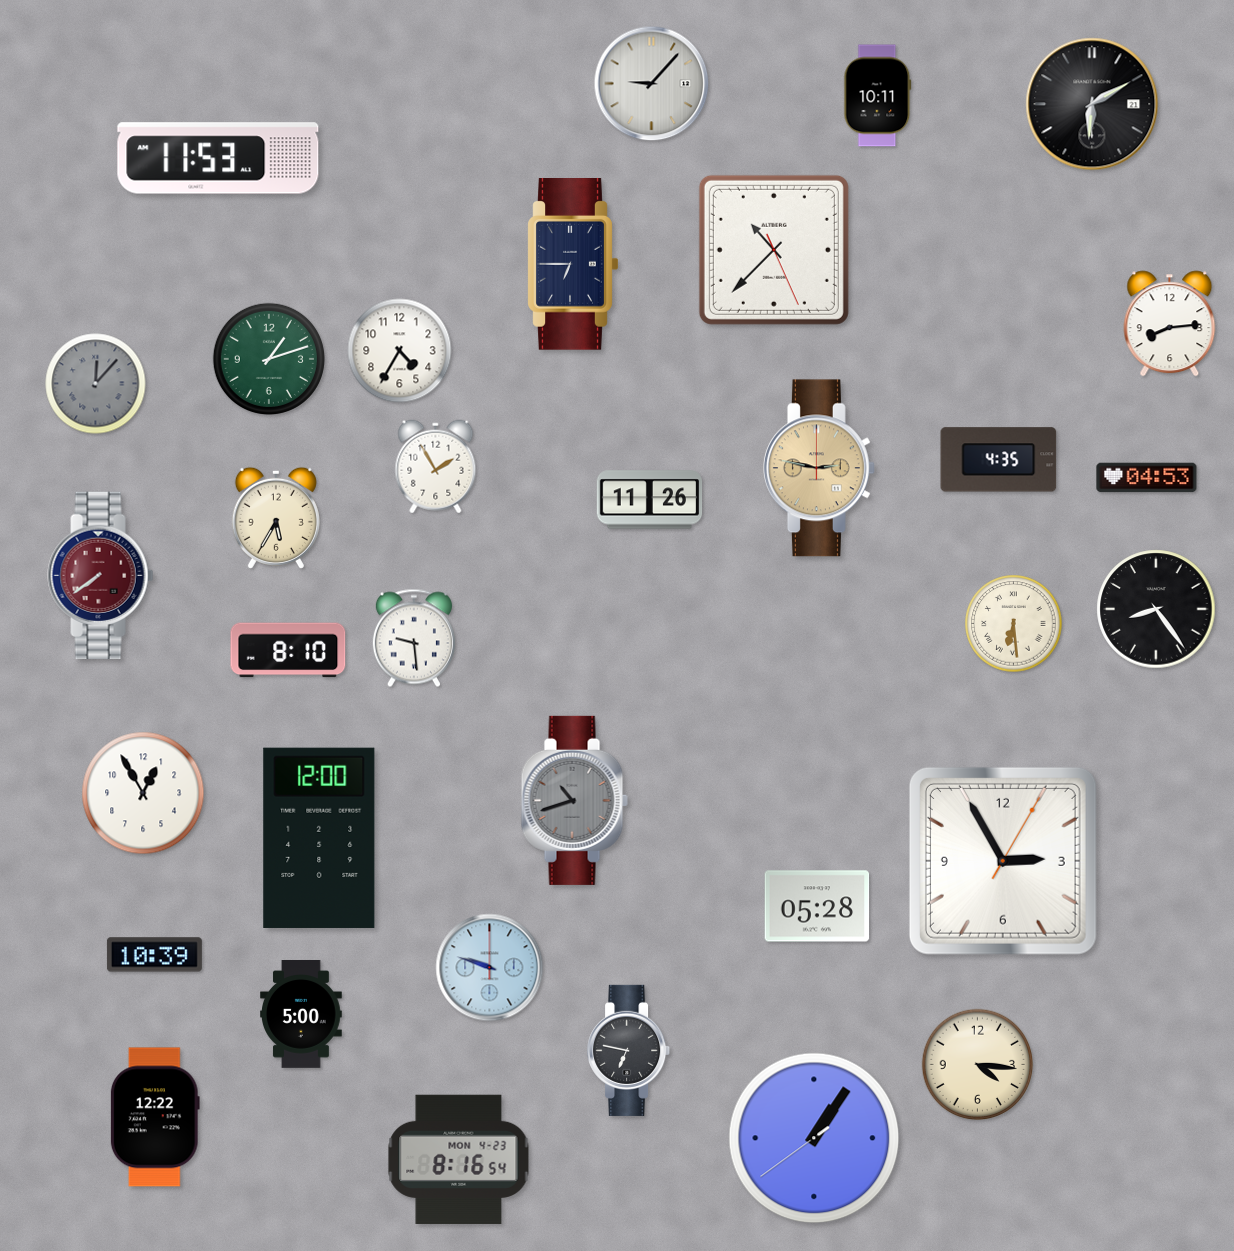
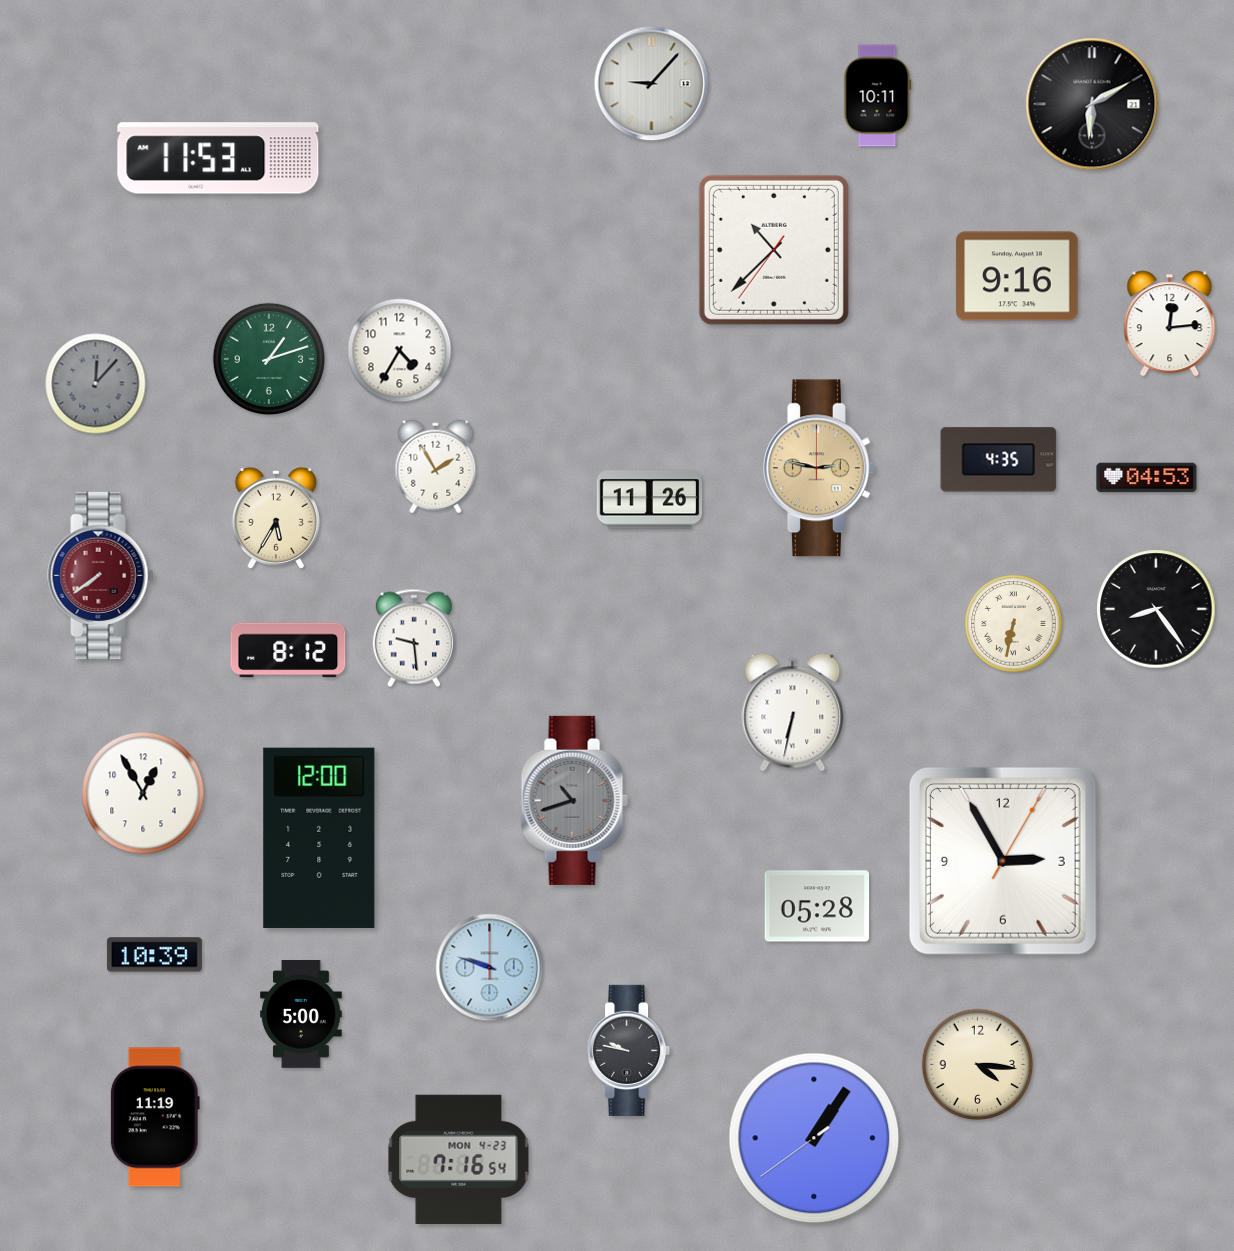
clock at (774, 250): 10:37:26 -> 10:37:36
clock at (573, 265): 6:45 -> none
clock at (1017, 276): none -> 9:16
clock at (1170, 324): 8:14 -> 12:14
clock at (1014, 624): 6:29 -> 6:32
clock at (288, 650): 8:10 -> 8:12
clock at (793, 712): none -> 6:32
clock at (629, 1050): 6:47 -> 9:47
clock at (155, 1117): 12:22 -> 11:19
clock at (459, 1159): 8:16 -> 7:16
